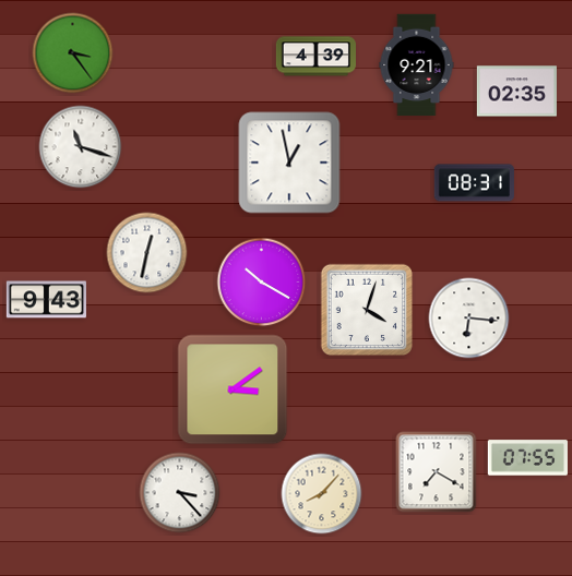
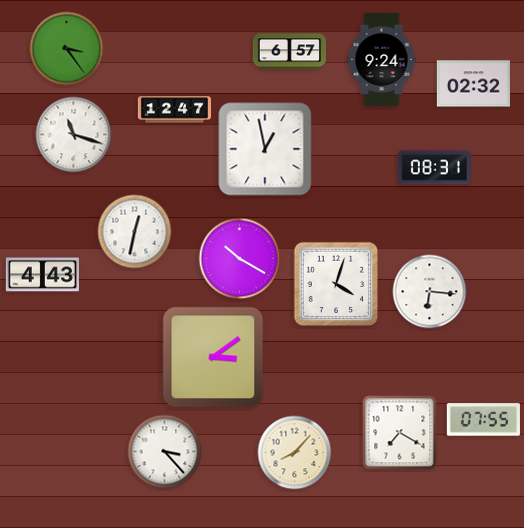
clock at (315, 57): 4:39 -> 6:57
clock at (417, 65): 9:21 -> 9:24
clock at (516, 92): 02:35 -> 02:32
clock at (174, 110): none -> 12:47
clock at (46, 300): 9:43 -> 4:43
